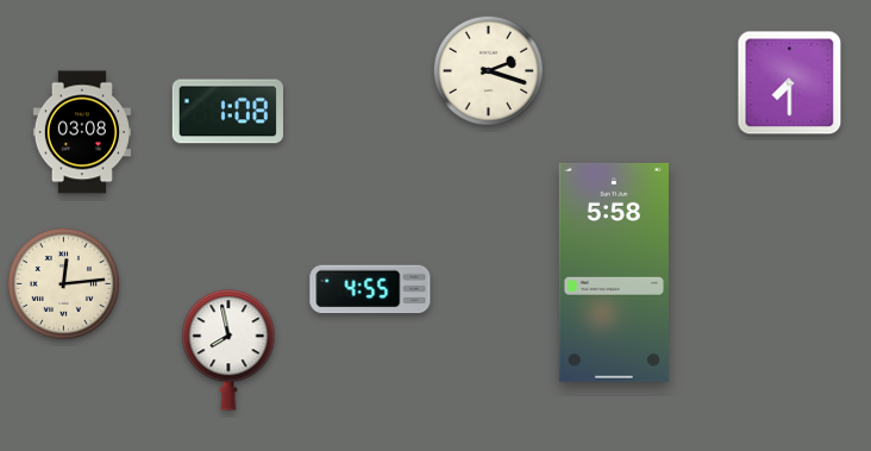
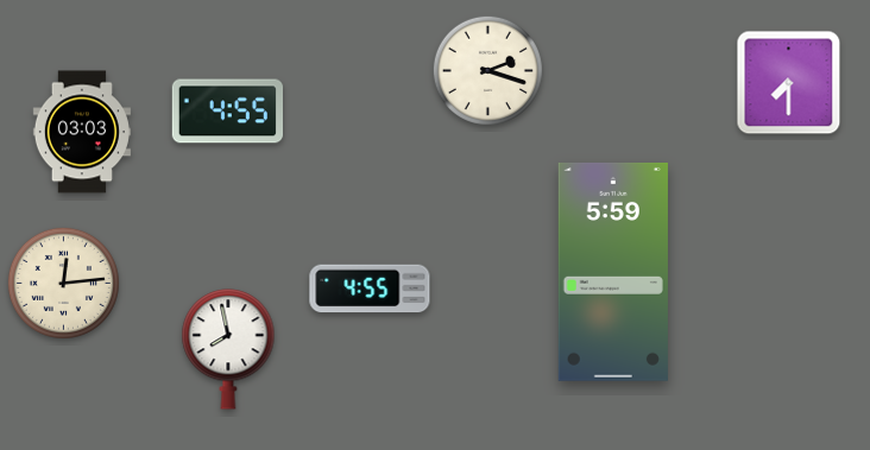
clock at (227, 112): 1:08 -> 4:55
clock at (82, 132): 03:08 -> 03:03
clock at (614, 273): 5:58 -> 5:59
